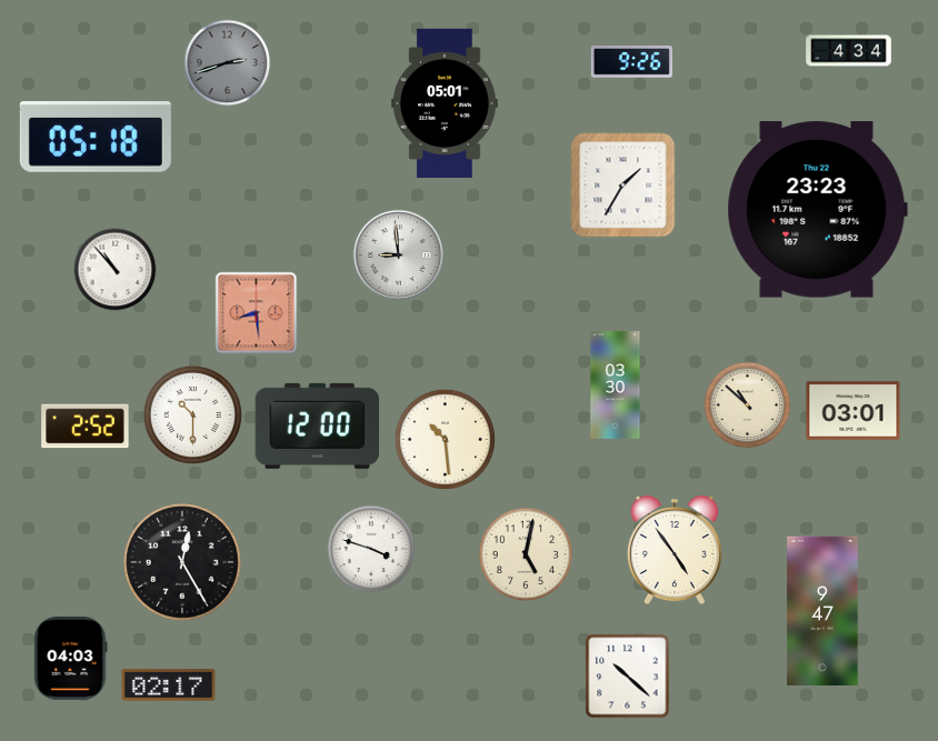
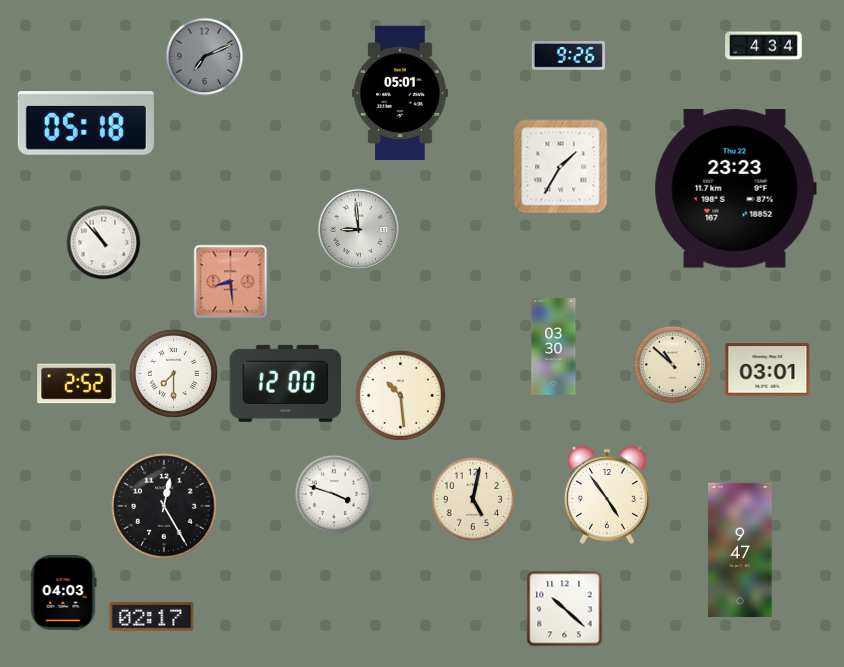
clock at (228, 63): 2:42 -> 7:11
clock at (192, 414): 10:30 -> 7:30
